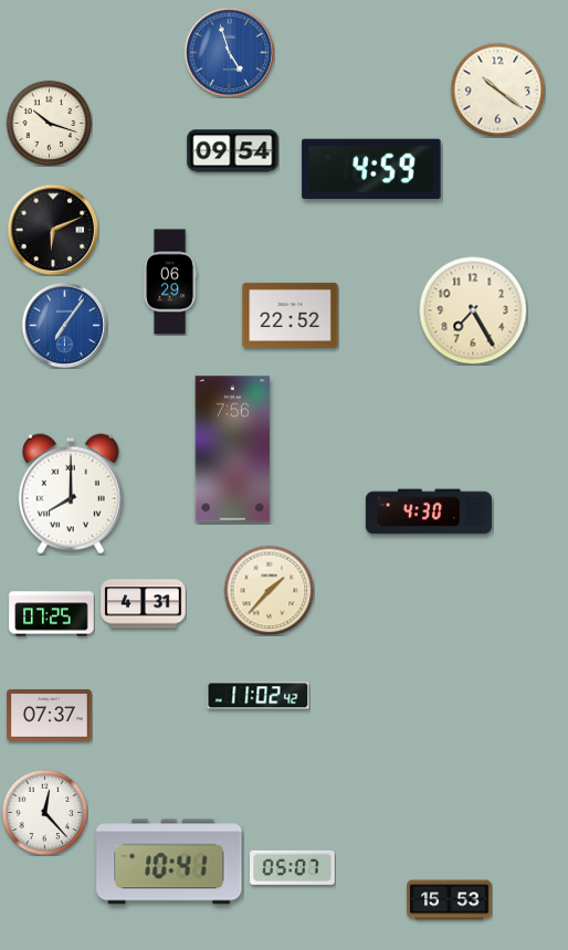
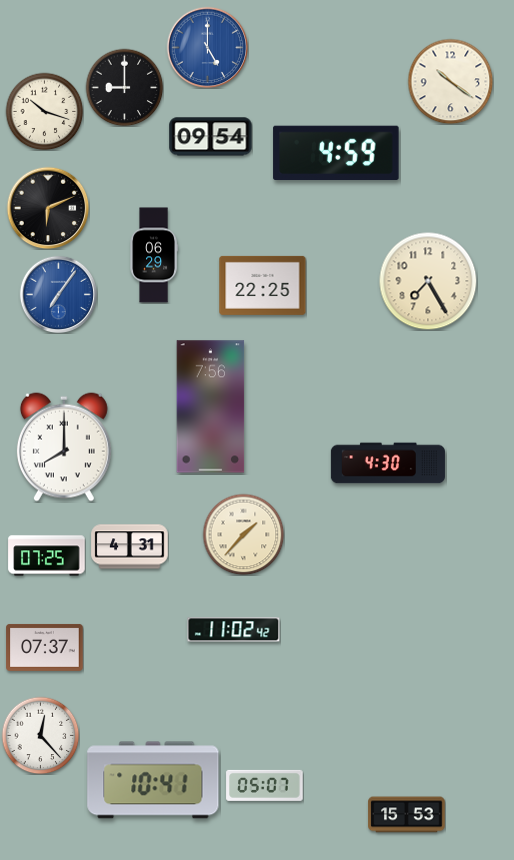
clock at (229, 52): 4:57 -> 5:00
clock at (124, 87): none -> 9:00
clock at (291, 315): 22:52 -> 22:25
